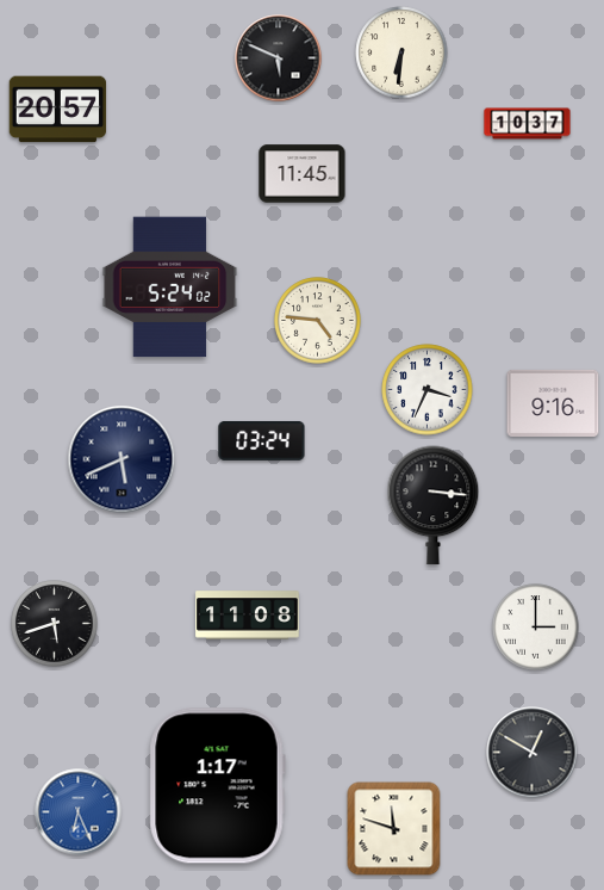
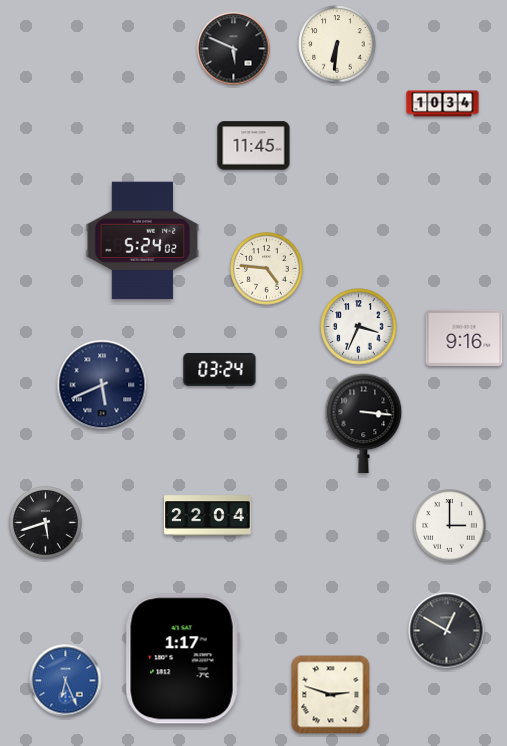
clock at (58, 110): 20:57 -> none
clock at (528, 124): 10:37 -> 10:34
clock at (248, 616): 11:08 -> 22:04
clock at (394, 829): 11:48 -> 2:48
